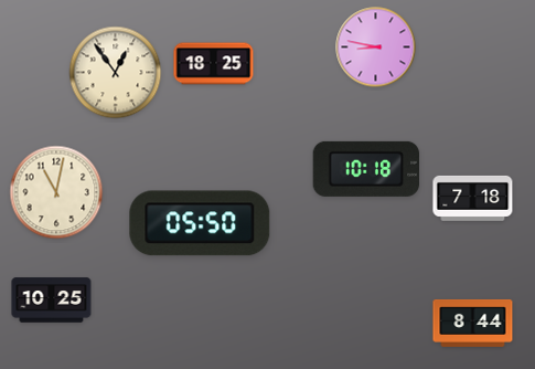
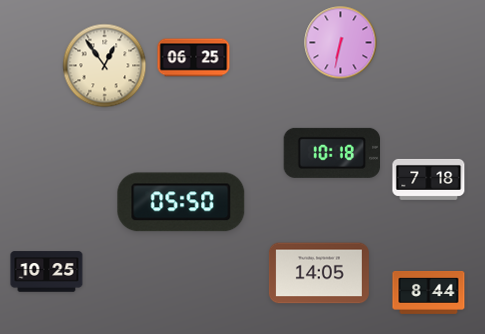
clock at (376, 48): 8:47 -> 6:32
clock at (214, 64): 18:25 -> 06:25
clock at (56, 192): 11:02 -> none
clock at (319, 273): none -> 14:05
